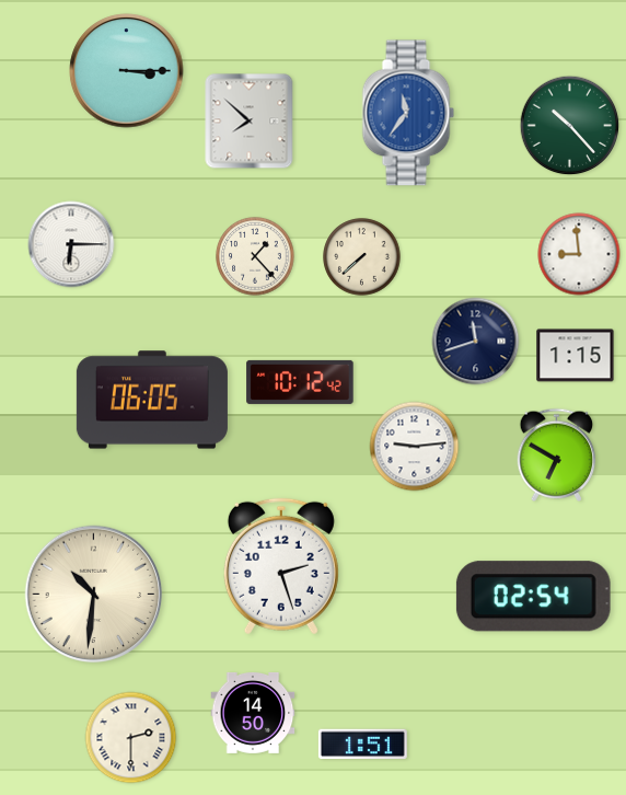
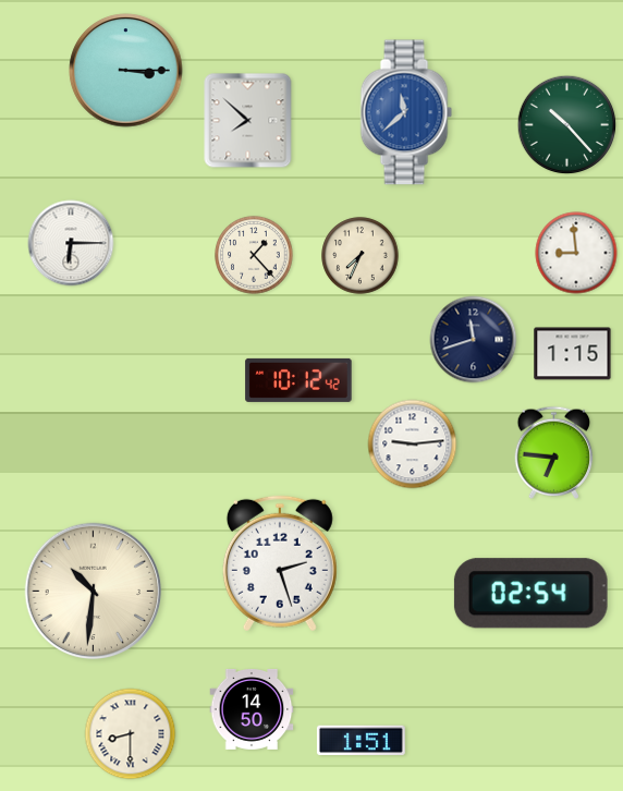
clock at (408, 113): 11:36 -> 11:38
clock at (362, 257): 7:38 -> 7:34
clock at (152, 400): 06:05 -> none
clock at (557, 454): 6:50 -> 6:46
clock at (131, 738): 2:30 -> 8:30
